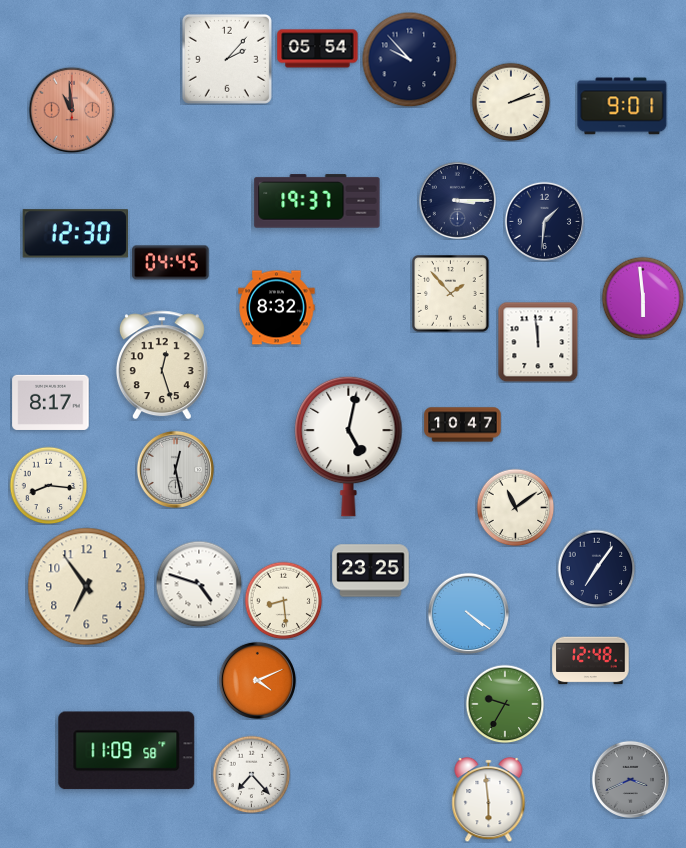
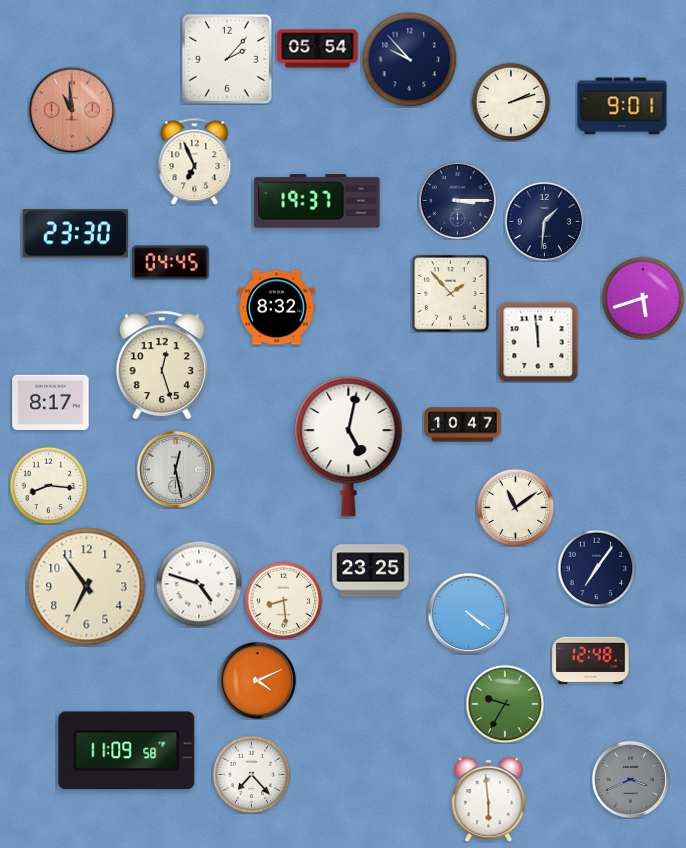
clock at (195, 161): none -> 6:56
clock at (75, 234): 12:30 -> 23:30
clock at (643, 298): 5:59 -> 5:42
